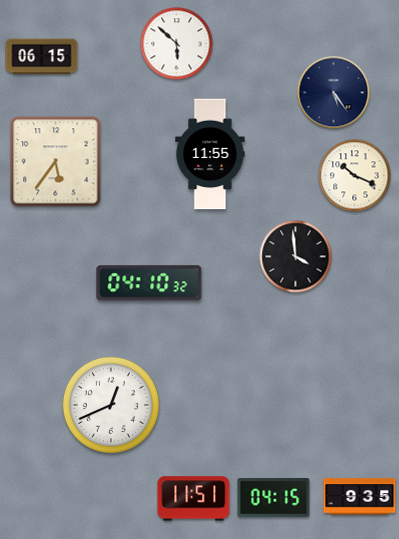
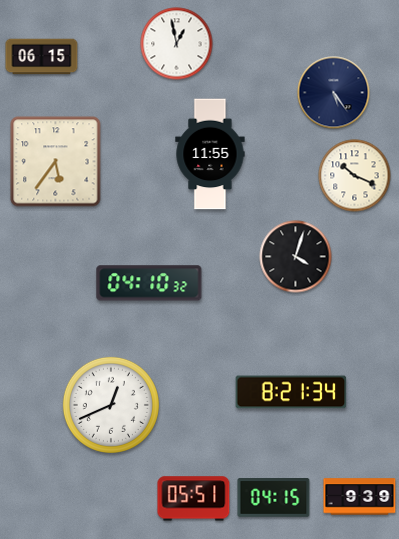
clock at (177, 44): 5:52 -> 12:58
clock at (296, 257): 3:59 -> 4:03
clock at (291, 392): none -> 8:21
clock at (360, 497): 9:35 -> 9:39
clock at (194, 499): 11:51 -> 05:51
